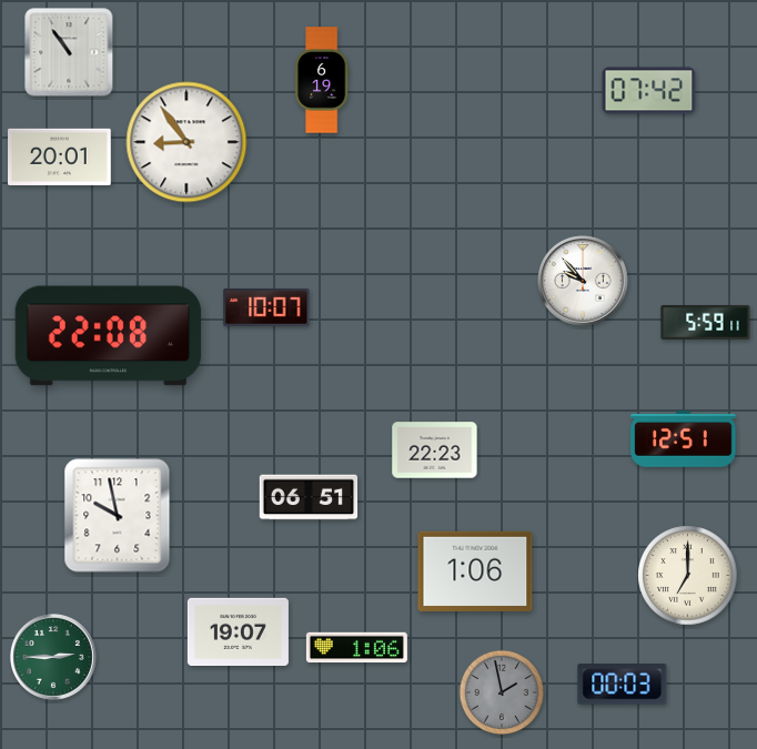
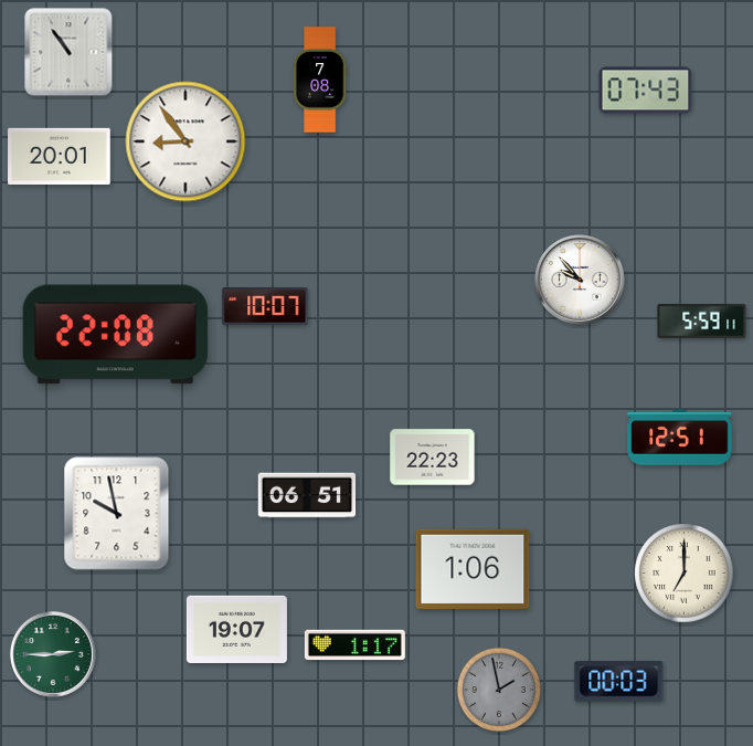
clock at (322, 80): 6:19 -> 7:08
clock at (649, 91): 07:42 -> 07:43
clock at (109, 336) position: (109, 336) -> (116, 335)
clock at (435, 451) position: (435, 451) -> (433, 458)
clock at (356, 648): 1:06 -> 1:17
